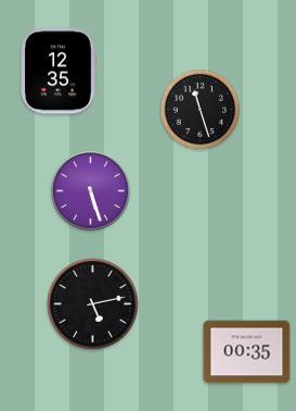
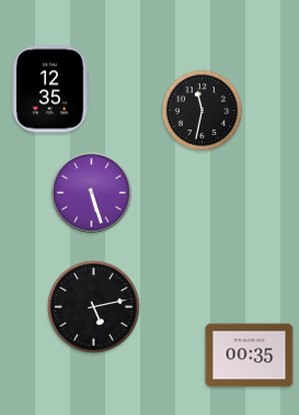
clock at (59, 71) position: (59, 71) -> (50, 89)
clock at (200, 109): 11:27 -> 11:32
